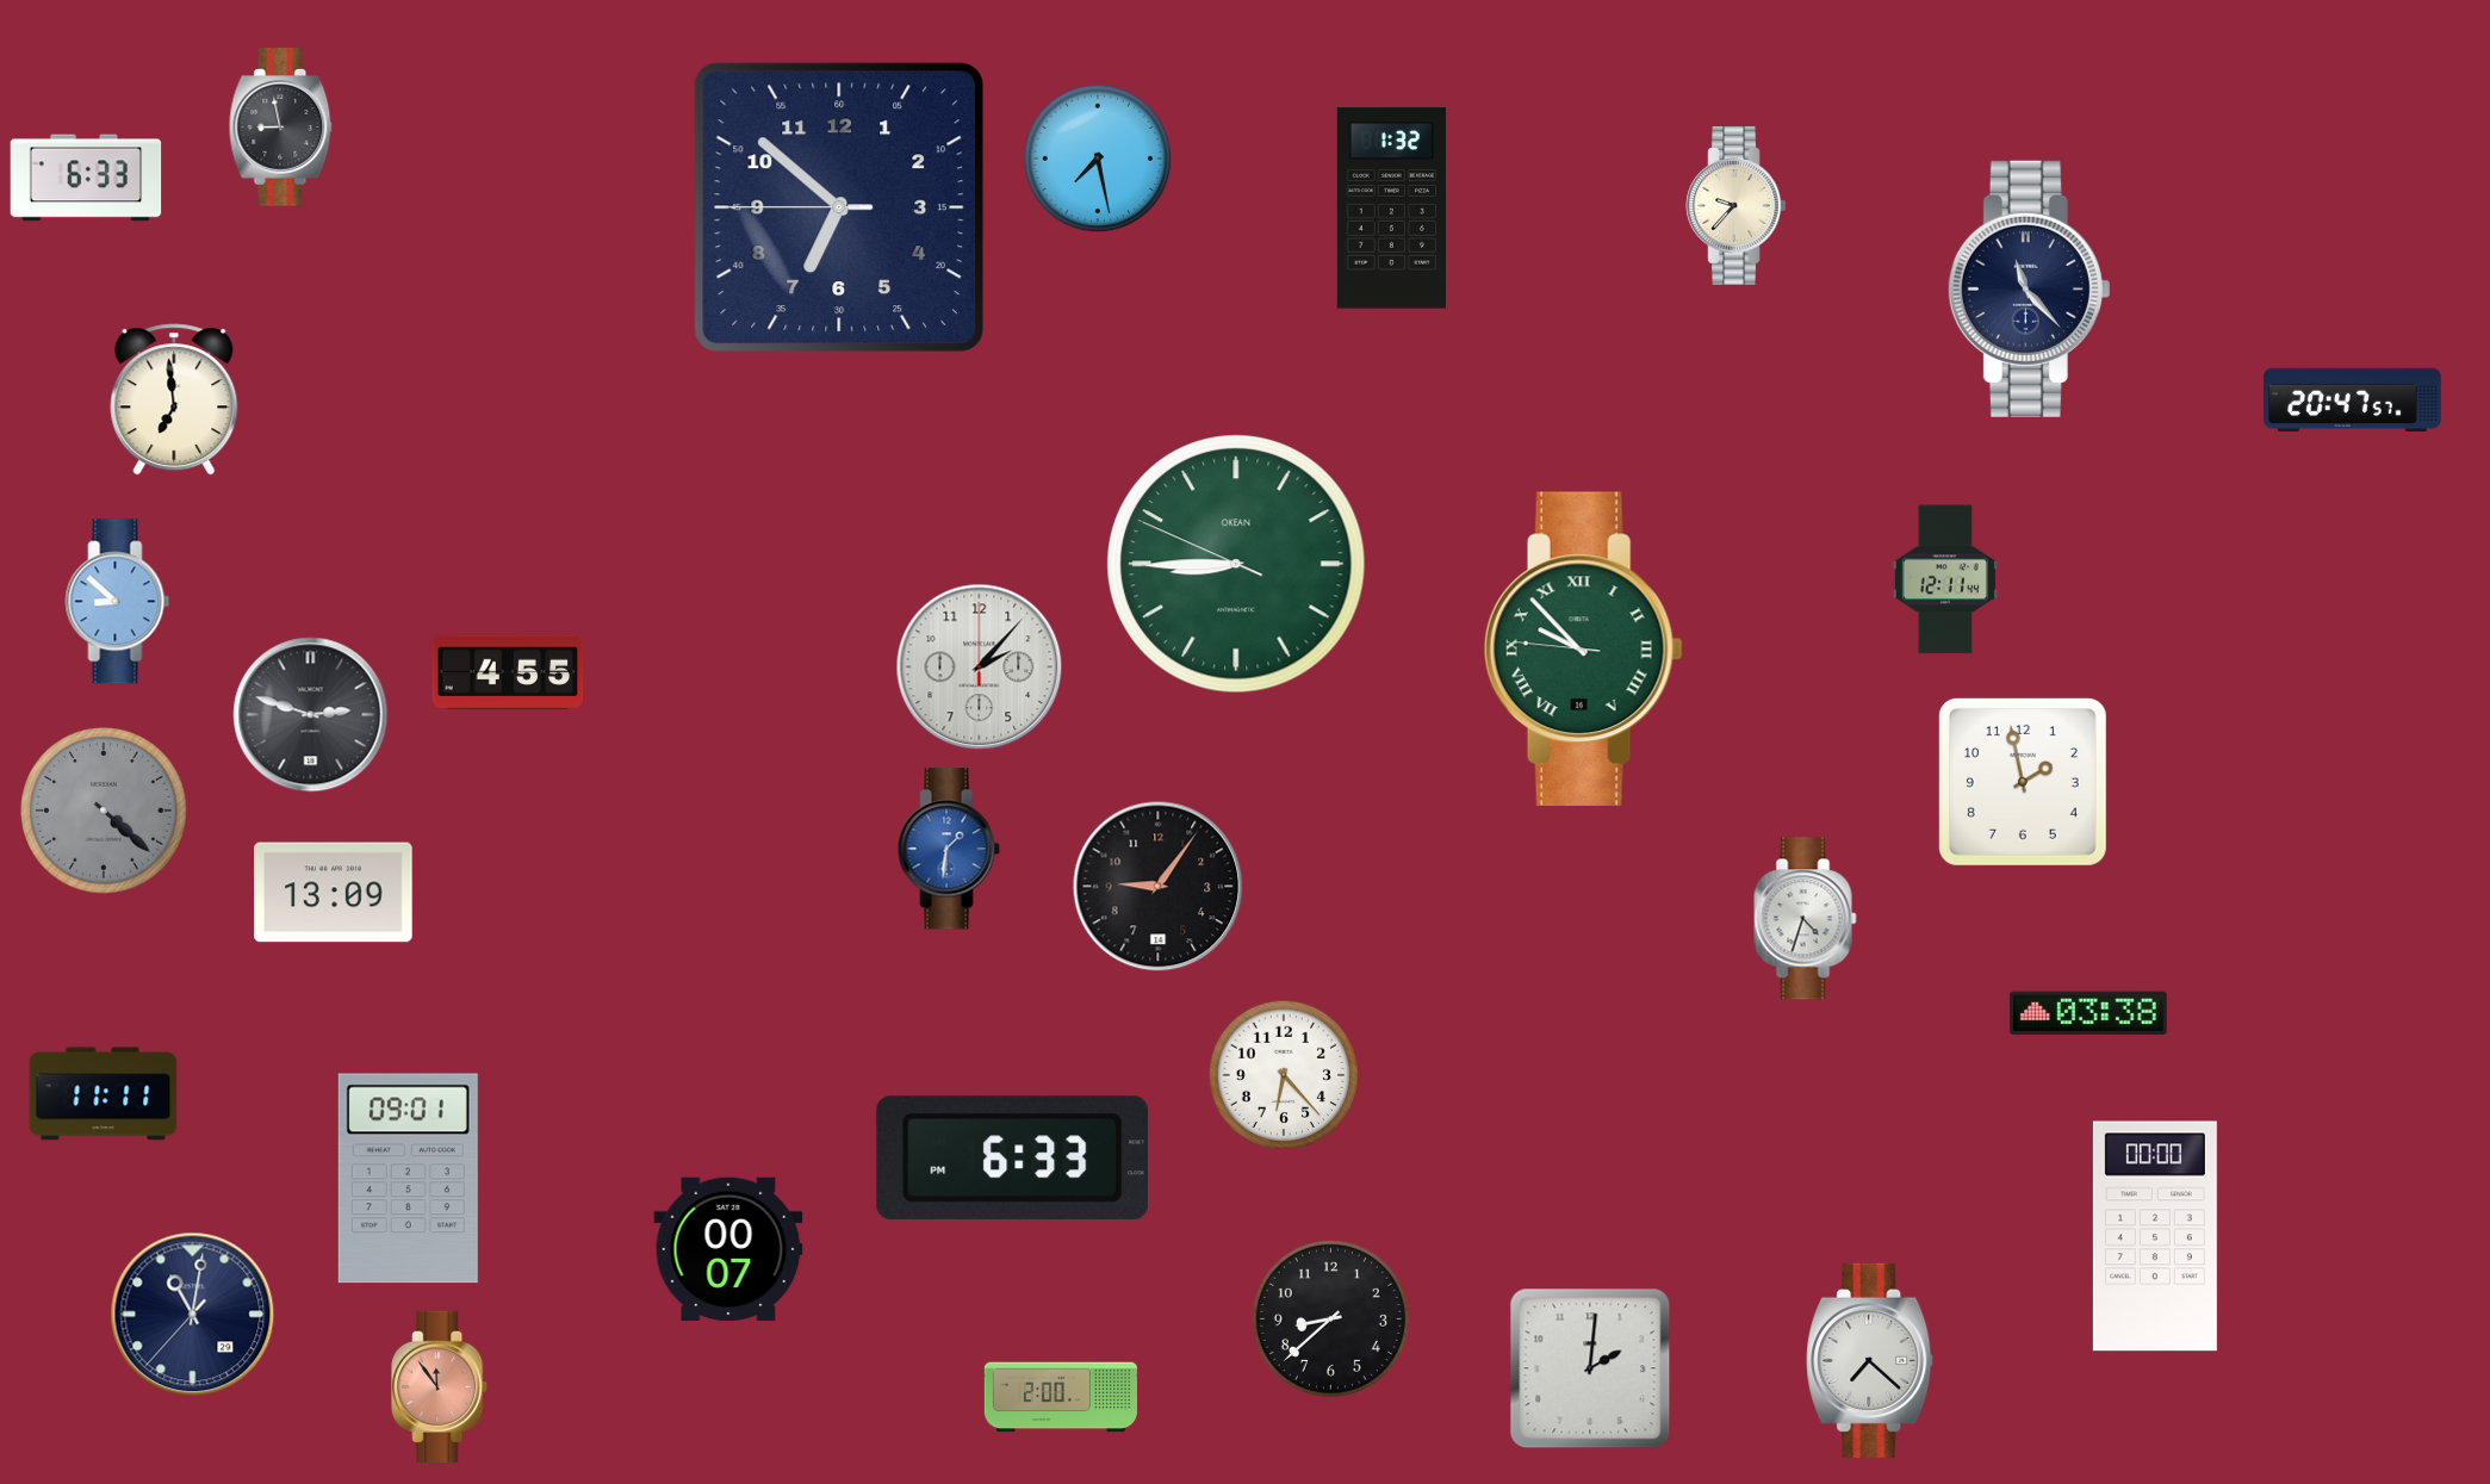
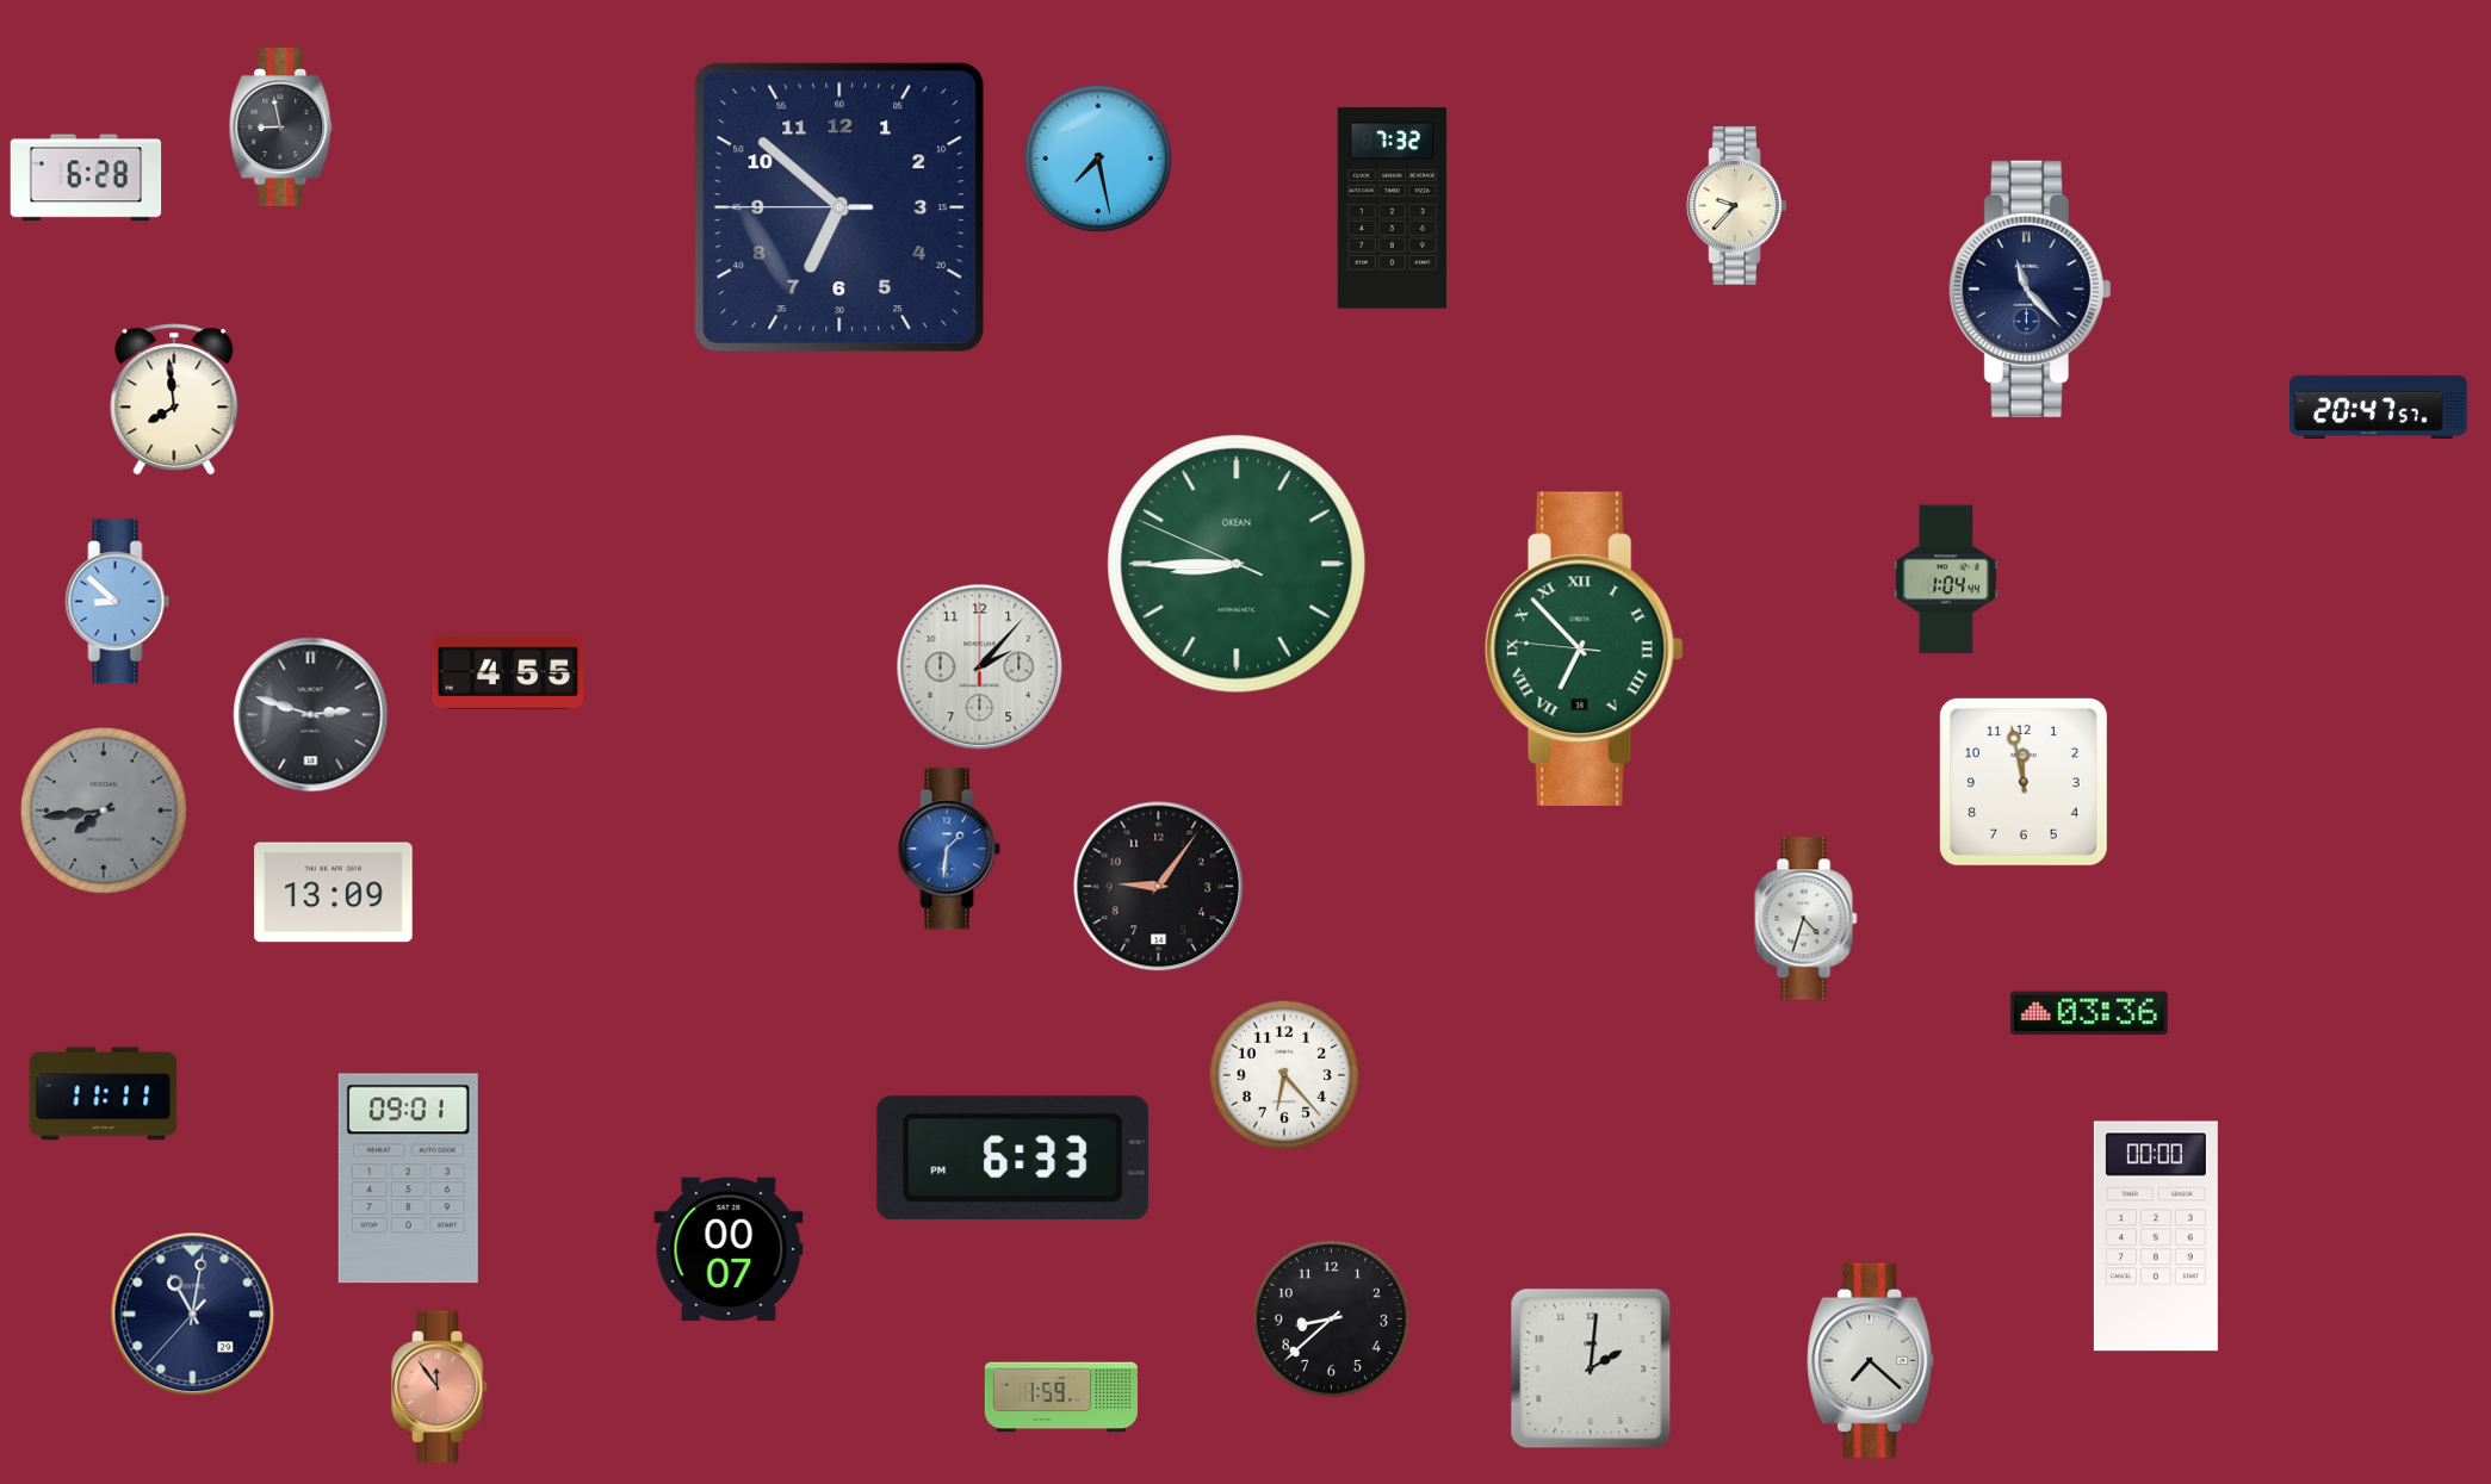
clock at (86, 178): 6:33 -> 6:28
clock at (1391, 209): 1:32 -> 7:32
clock at (174, 399): 6:59 -> 7:59
clock at (2352, 401) position: (2352, 401) -> (2378, 408)
clock at (1945, 579): 12:11 -> 1:04
clock at (1583, 648): 9:52 -> 6:52
clock at (2023, 782): 1:58 -> 11:58
clock at (104, 811): 4:22 -> 7:44
clock at (2088, 1013): 03:38 -> 03:36
clock at (1060, 1397): 2:00 -> 1:59
